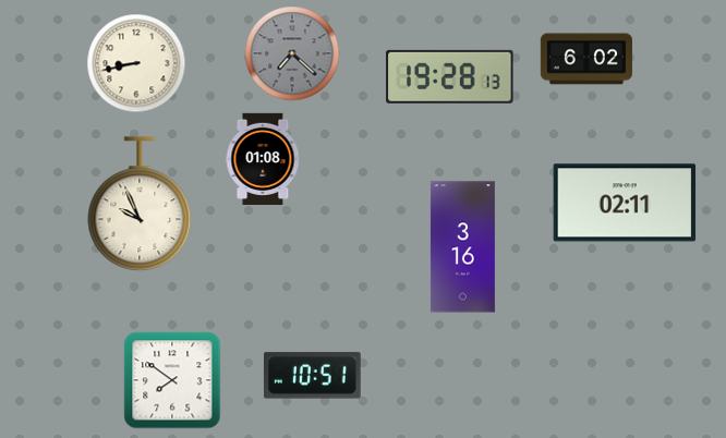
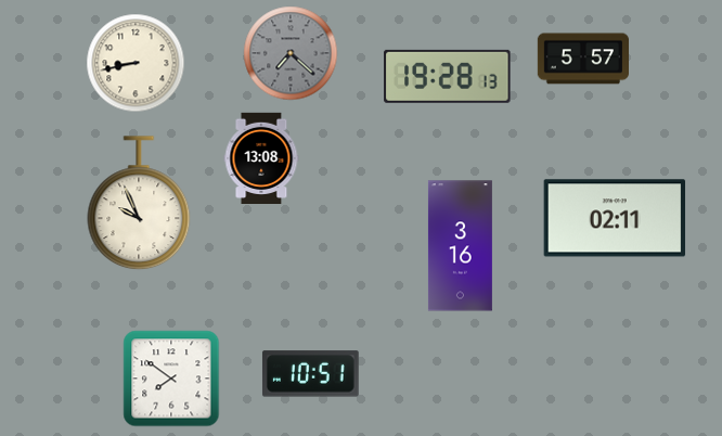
clock at (585, 59): 6:02 -> 5:57
clock at (263, 158): 01:08 -> 13:08
clock at (625, 203) position: (625, 203) -> (615, 218)
